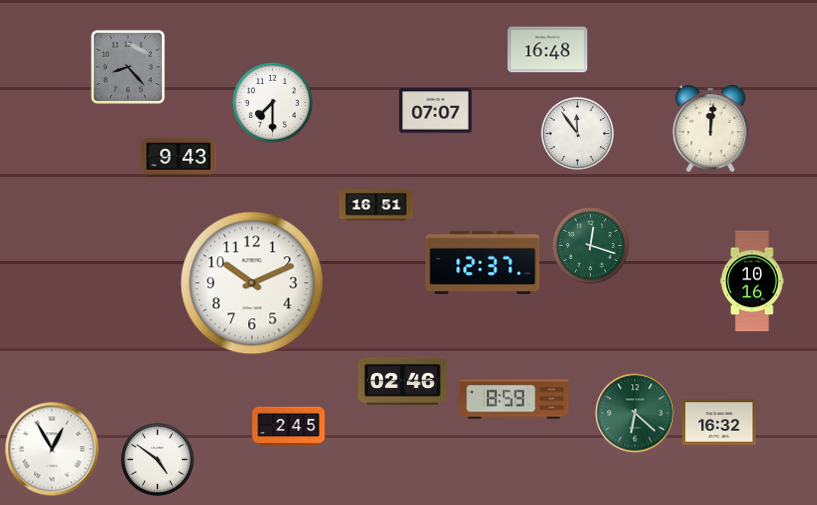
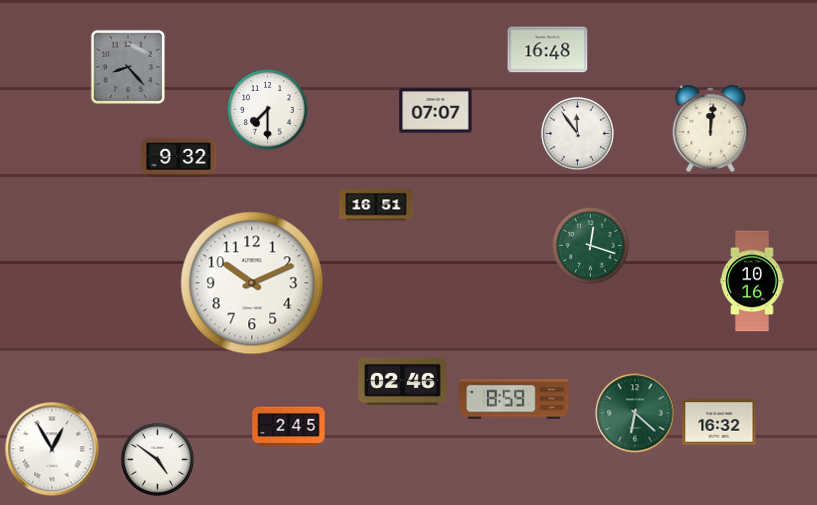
clock at (273, 103) position: (273, 103) -> (268, 110)
clock at (179, 158): 9:43 -> 9:32
clock at (483, 262): 12:37 -> none
